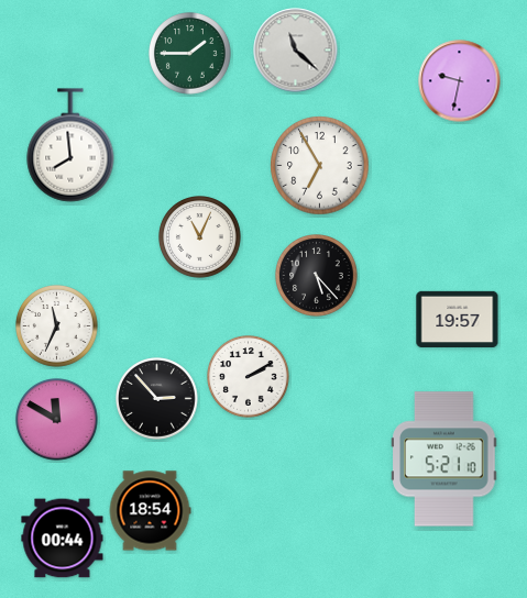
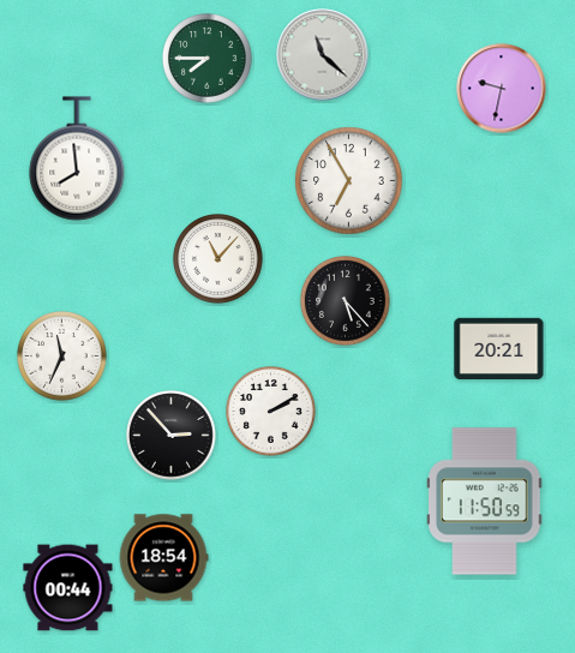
clock at (190, 54): 1:45 -> 7:45
clock at (200, 237): 11:04 -> 11:07
clock at (458, 319): 19:57 -> 20:21
clock at (57, 420): 11:50 -> none
clock at (444, 459): 5:21 -> 11:50
